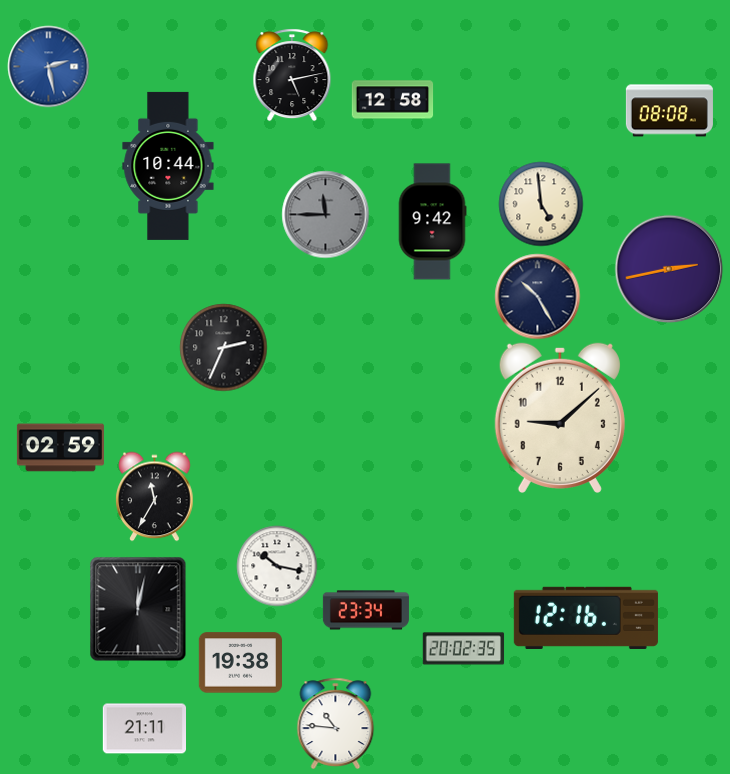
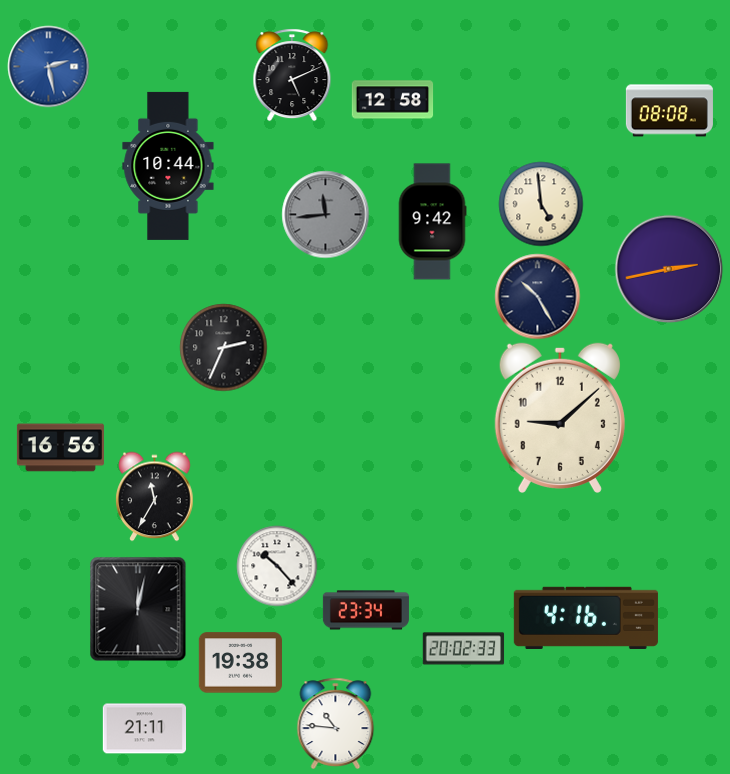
clock at (292, 75): 5:13 -> 5:11
clock at (325, 214): 11:45 -> 11:44
clock at (60, 448): 02:59 -> 16:56
clock at (277, 566): 10:17 -> 10:23
clock at (586, 618): 12:16 -> 4:16
clock at (463, 649): 20:02:35 -> 20:02:33
